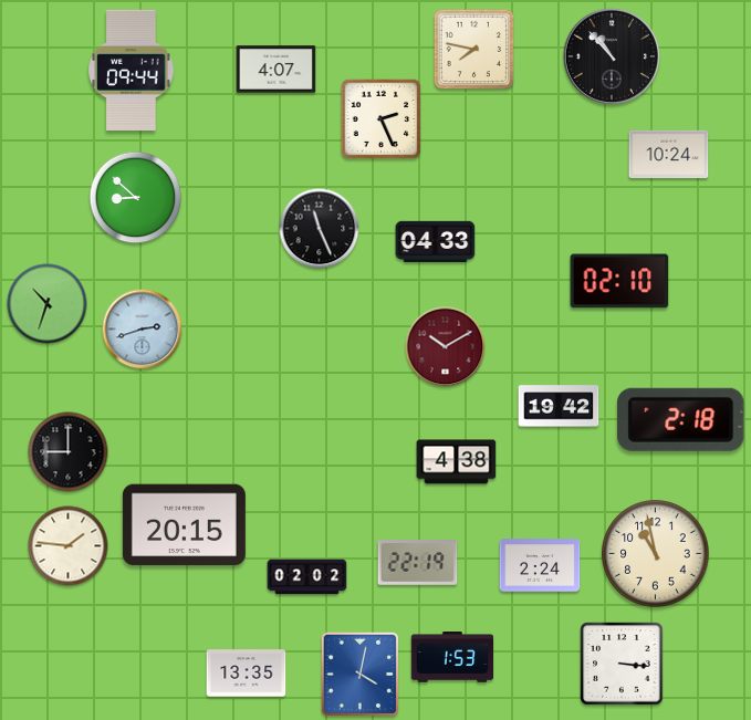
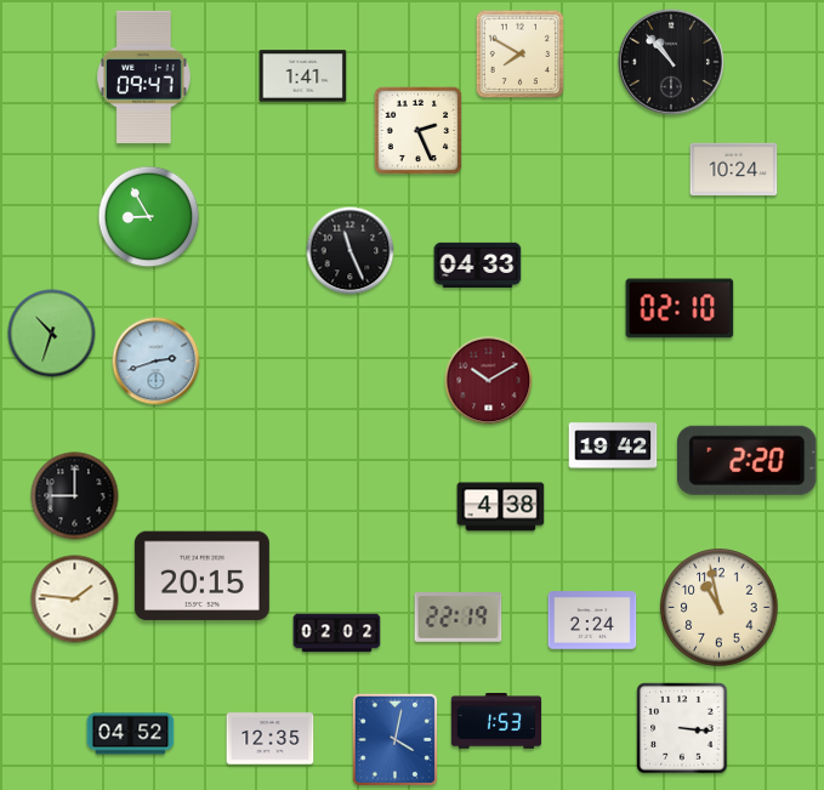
clock at (474, 50): 7:47 -> 7:50
clock at (132, 70): 09:44 -> 09:47
clock at (277, 70): 4:07 -> 1:41
clock at (136, 198): 8:52 -> 8:55
clock at (681, 419): 2:18 -> 2:20
clock at (131, 734): none -> 04:52
clock at (247, 674): 13:35 -> 12:35
